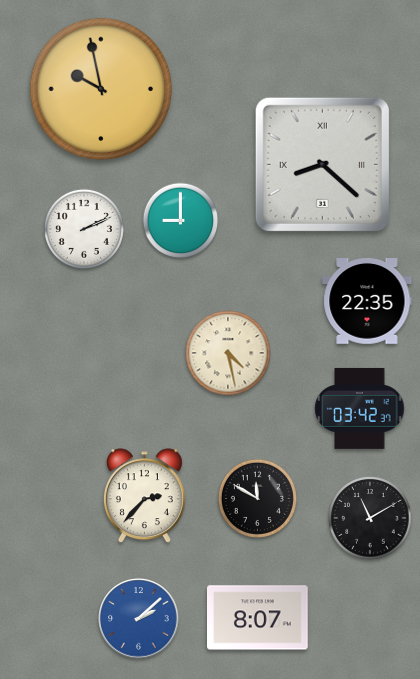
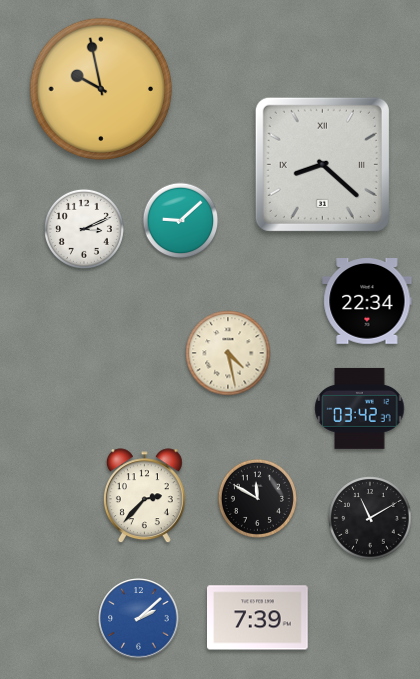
clock at (181, 221): 9:00 -> 9:08
clock at (84, 229): 2:11 -> 3:11
clock at (367, 302): 22:35 -> 22:34
clock at (258, 618): 8:07 -> 7:39
